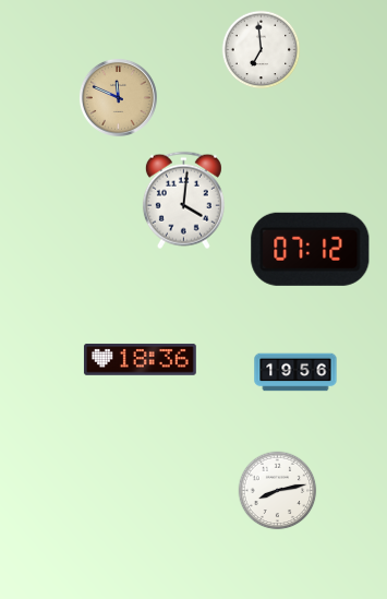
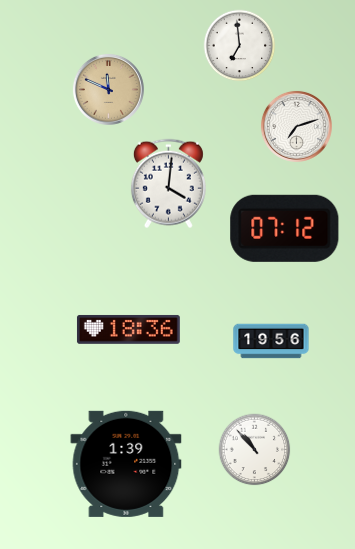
clock at (296, 126): none -> 7:12
clock at (278, 491): 8:13 -> 10:53
clock at (126, 464): none -> 1:39
